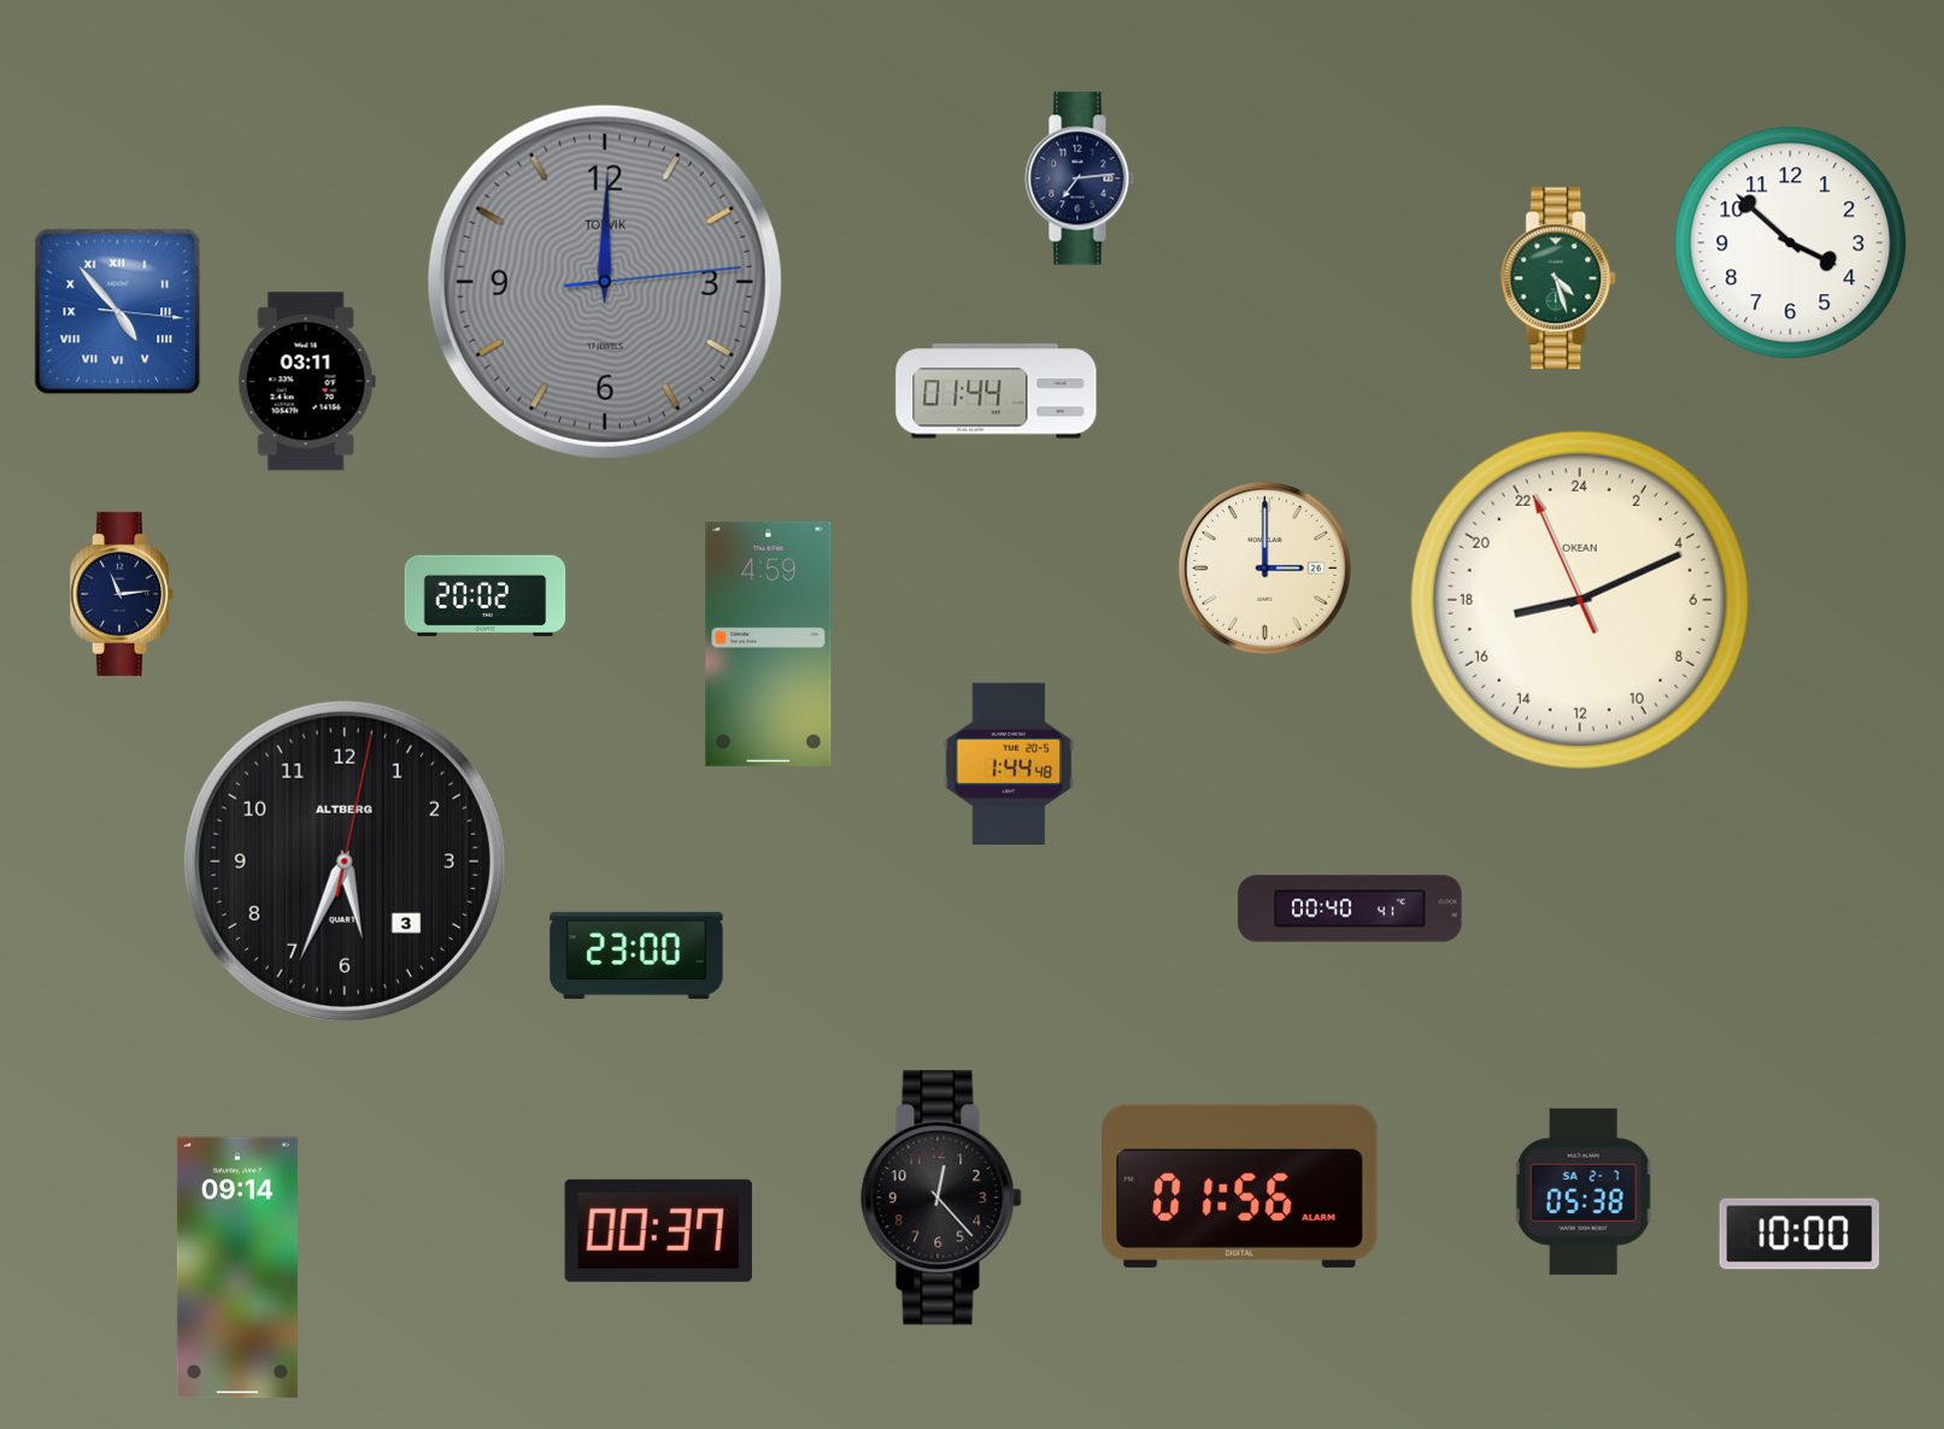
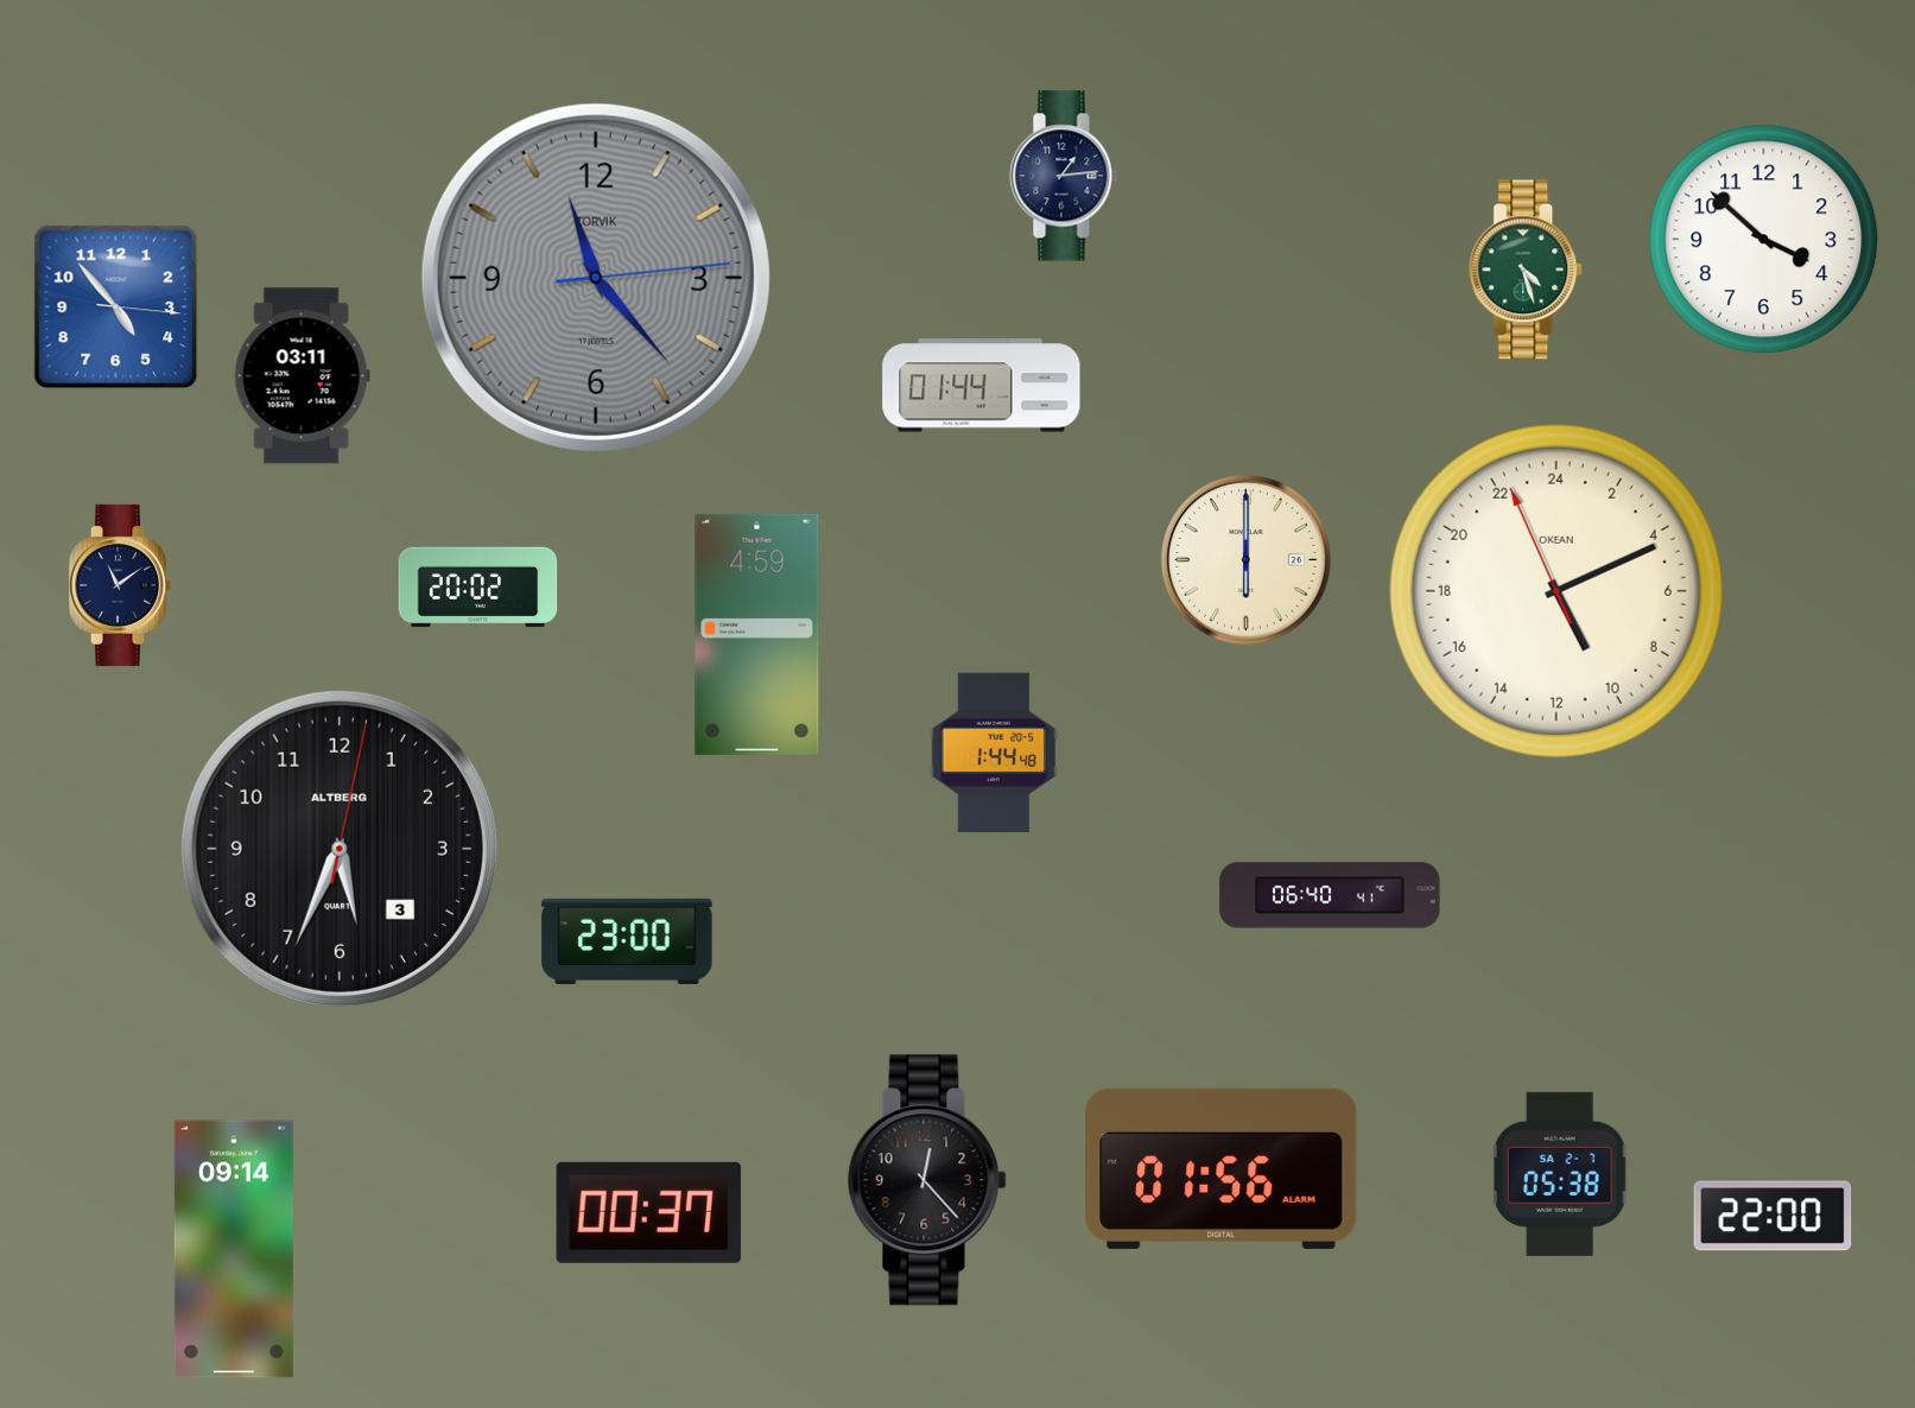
clock at (1080, 178): 7:14 -> 1:14
clock at (1560, 278) position: (1560, 278) -> (1527, 269)
clock at (605, 282): 12:00 -> 11:23
clock at (118, 312) numerals: Roman -> Arabic
clock at (1265, 569): 3:00 -> 6:00
clock at (122, 594): 11:14 -> 11:09
clock at (1580, 600): 17:10 -> 10:10
clock at (1350, 908): 00:40 -> 06:40
clock at (1799, 1234): 10:00 -> 22:00
